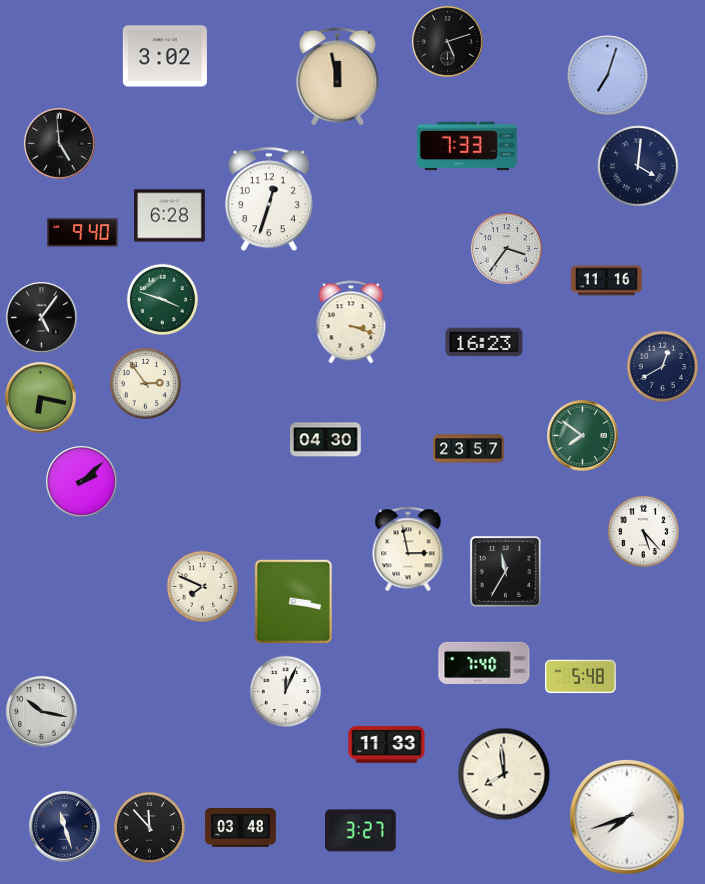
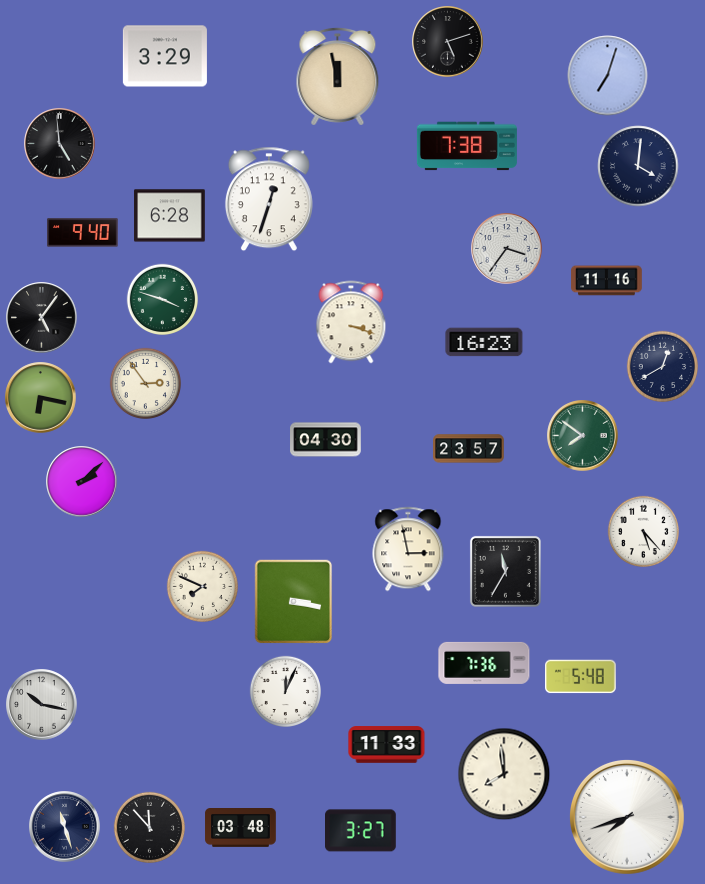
clock at (165, 56): 3:02 -> 3:29
clock at (467, 146): 7:33 -> 7:38
clock at (484, 663): 7:40 -> 7:36
clock at (42, 712) position: (42, 712) -> (42, 705)
